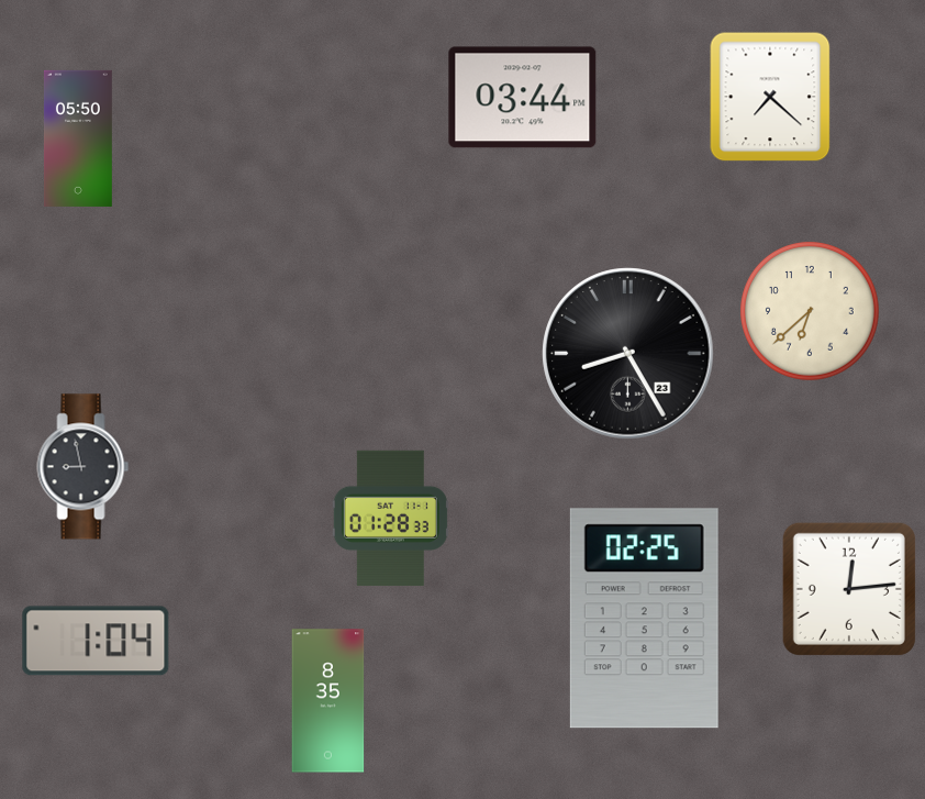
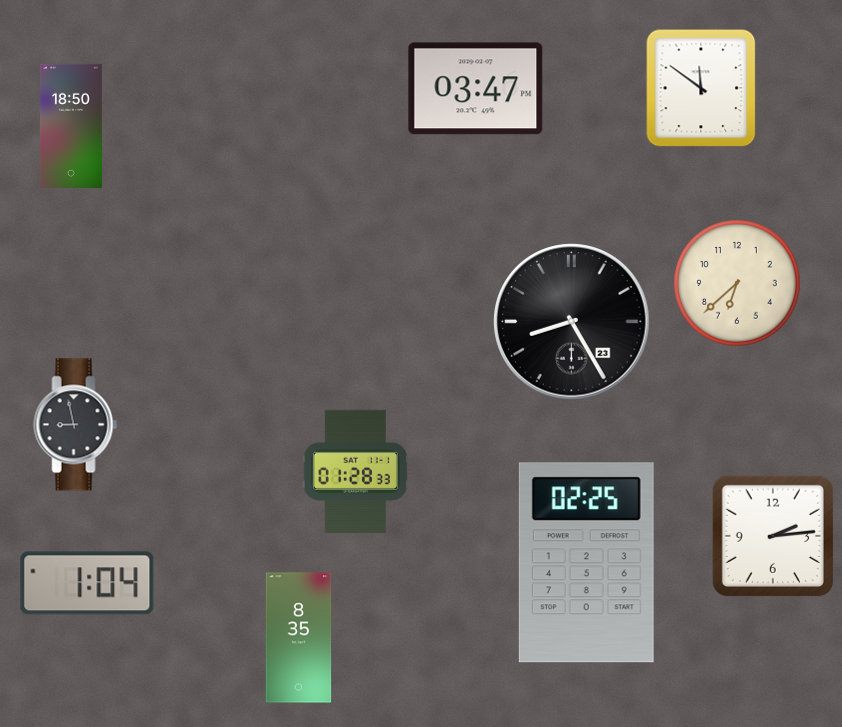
clock at (770, 97): 7:22 -> 11:51
clock at (523, 98): 03:44 -> 03:47
clock at (78, 138): 05:50 -> 18:50
clock at (849, 589): 12:14 -> 2:14
